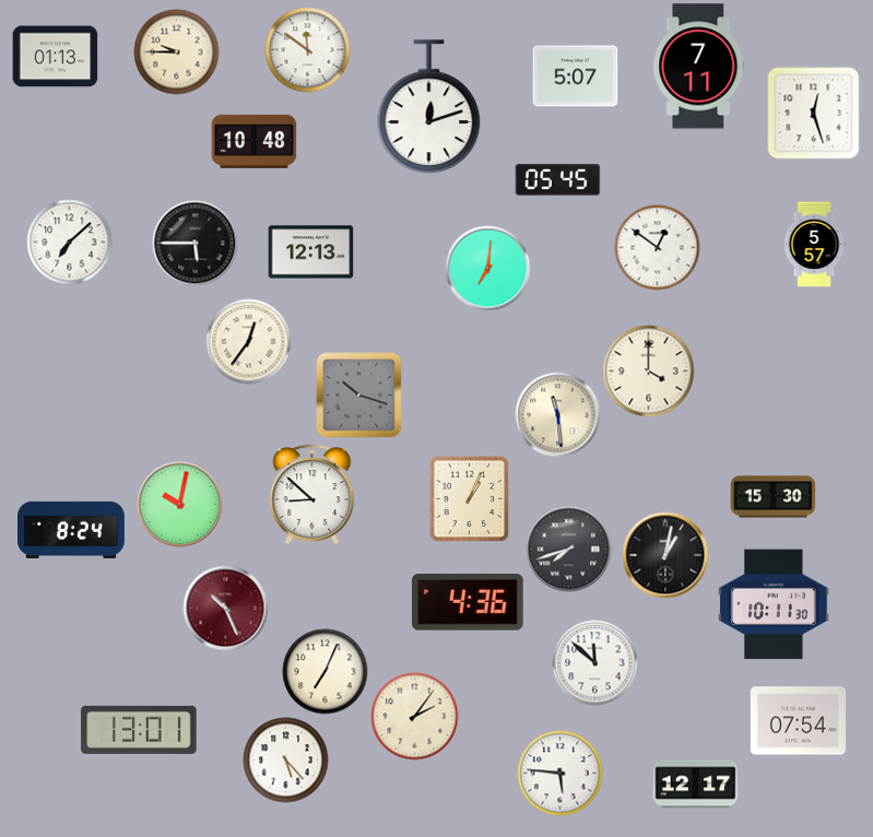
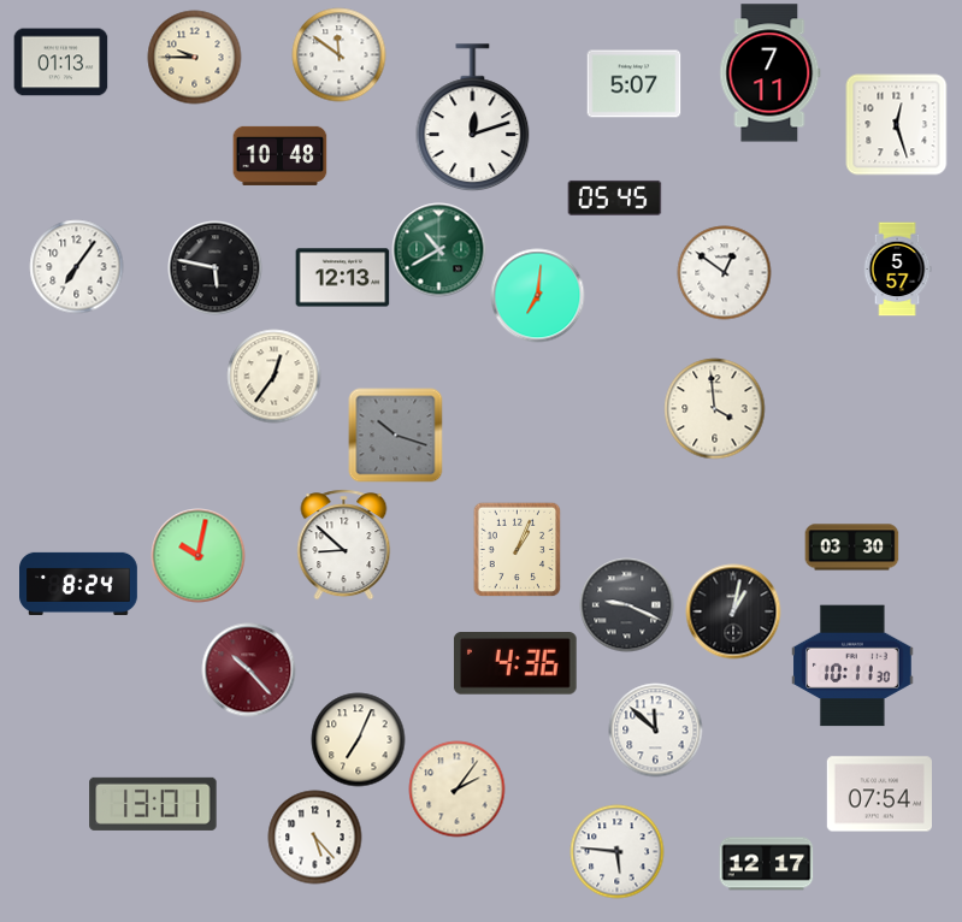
clock at (438, 249): none -> 10:40
clock at (69, 241): 7:08 -> 7:06
clock at (194, 243): 5:45 -> 5:47
clock at (648, 370): 4:00 -> 3:59
clock at (557, 414): 11:29 -> none
clock at (772, 497): 15:30 -> 03:30
clock at (568, 549): 7:42 -> 9:19
clock at (225, 608): 10:26 -> 10:23
